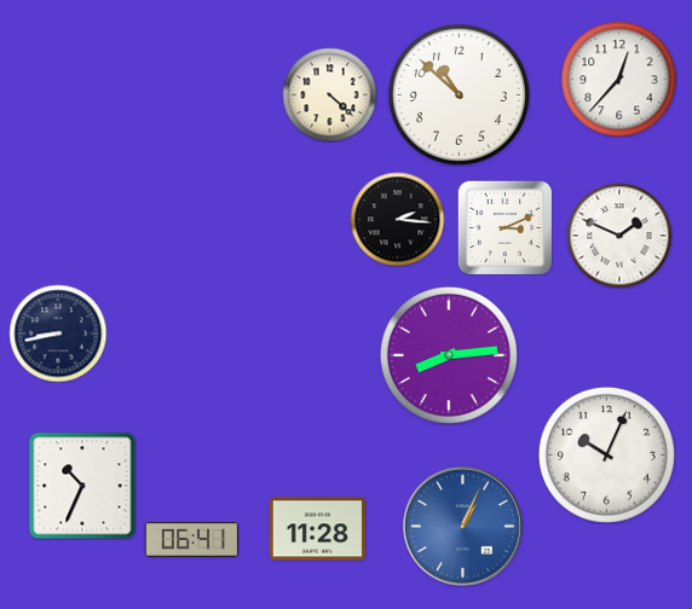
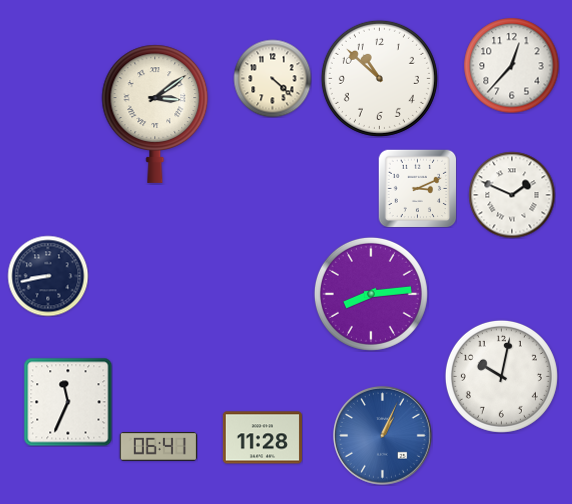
clock at (155, 114): none -> 3:09
clock at (397, 219): 2:16 -> none
clock at (606, 454): 10:04 -> 10:02
clock at (82, 486): 10:34 -> 11:34
